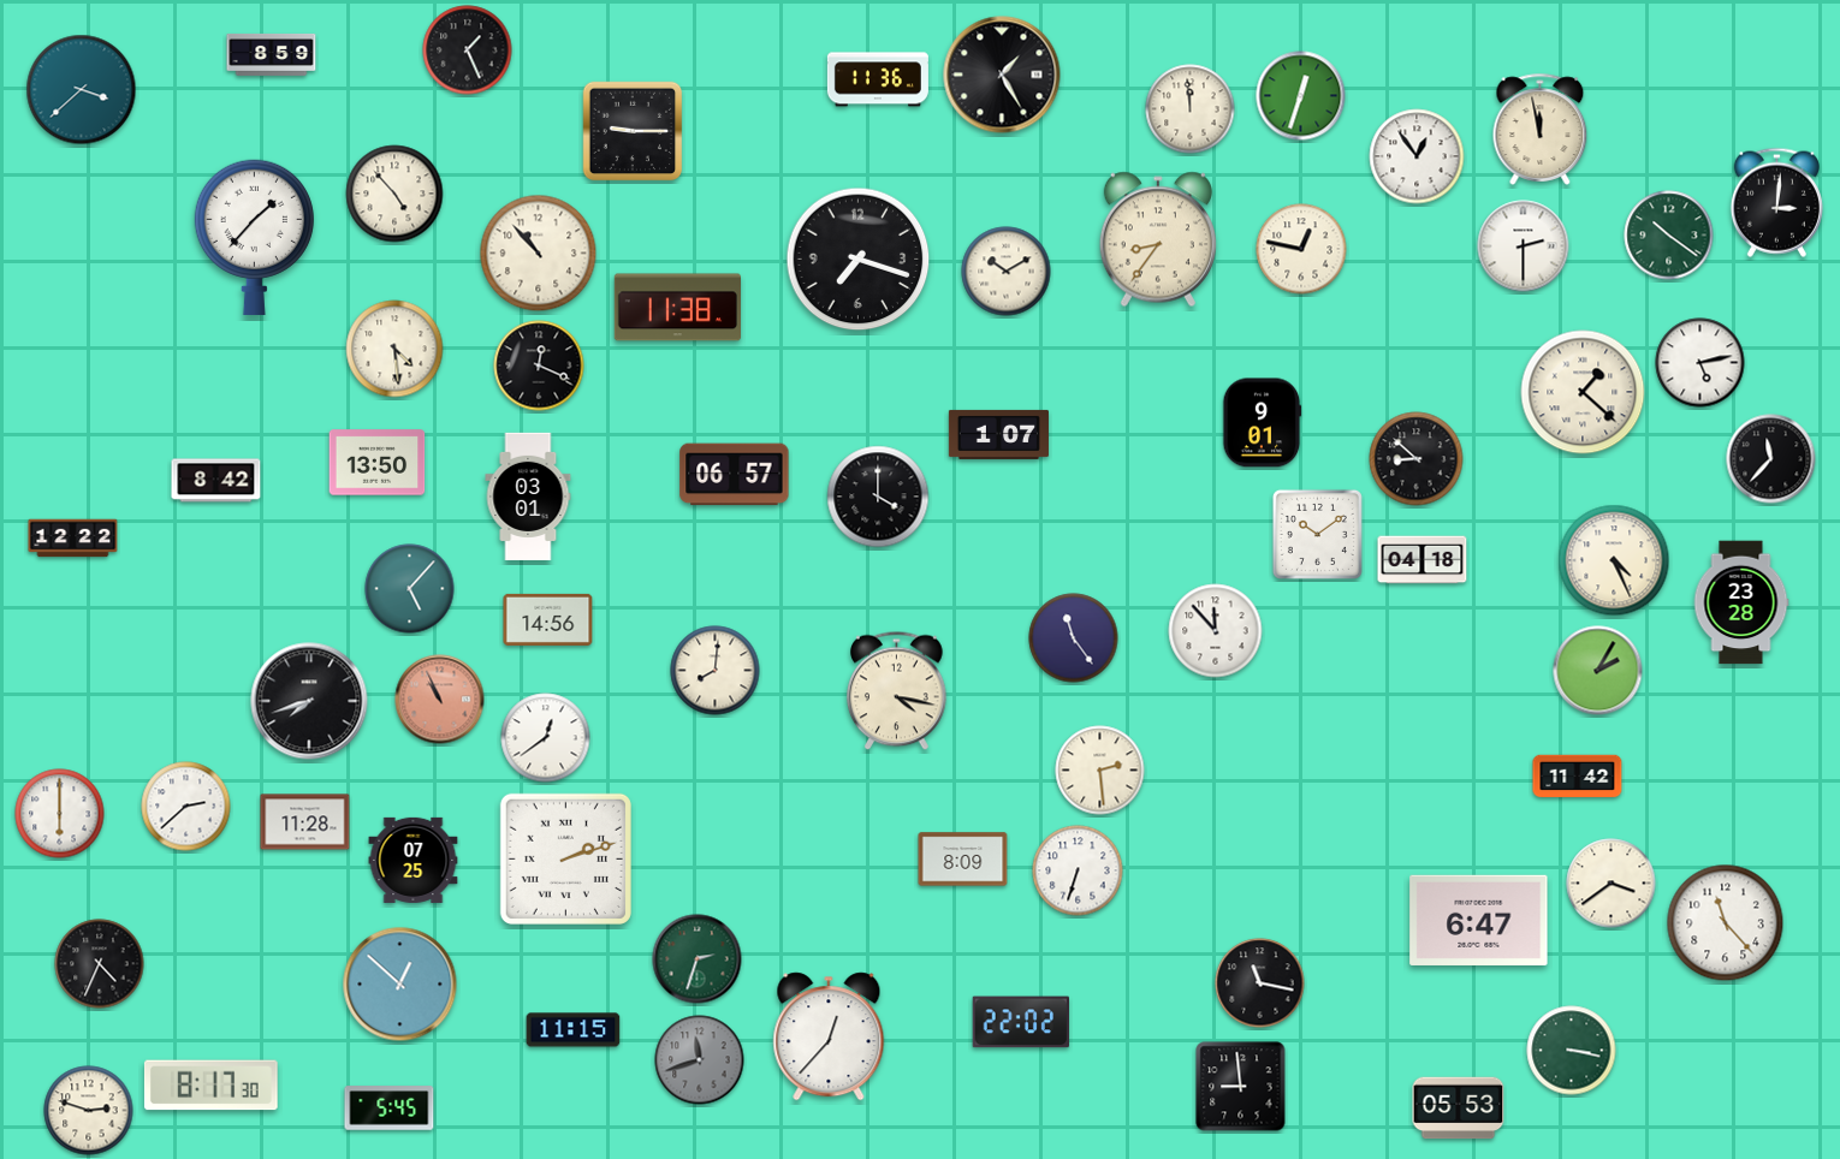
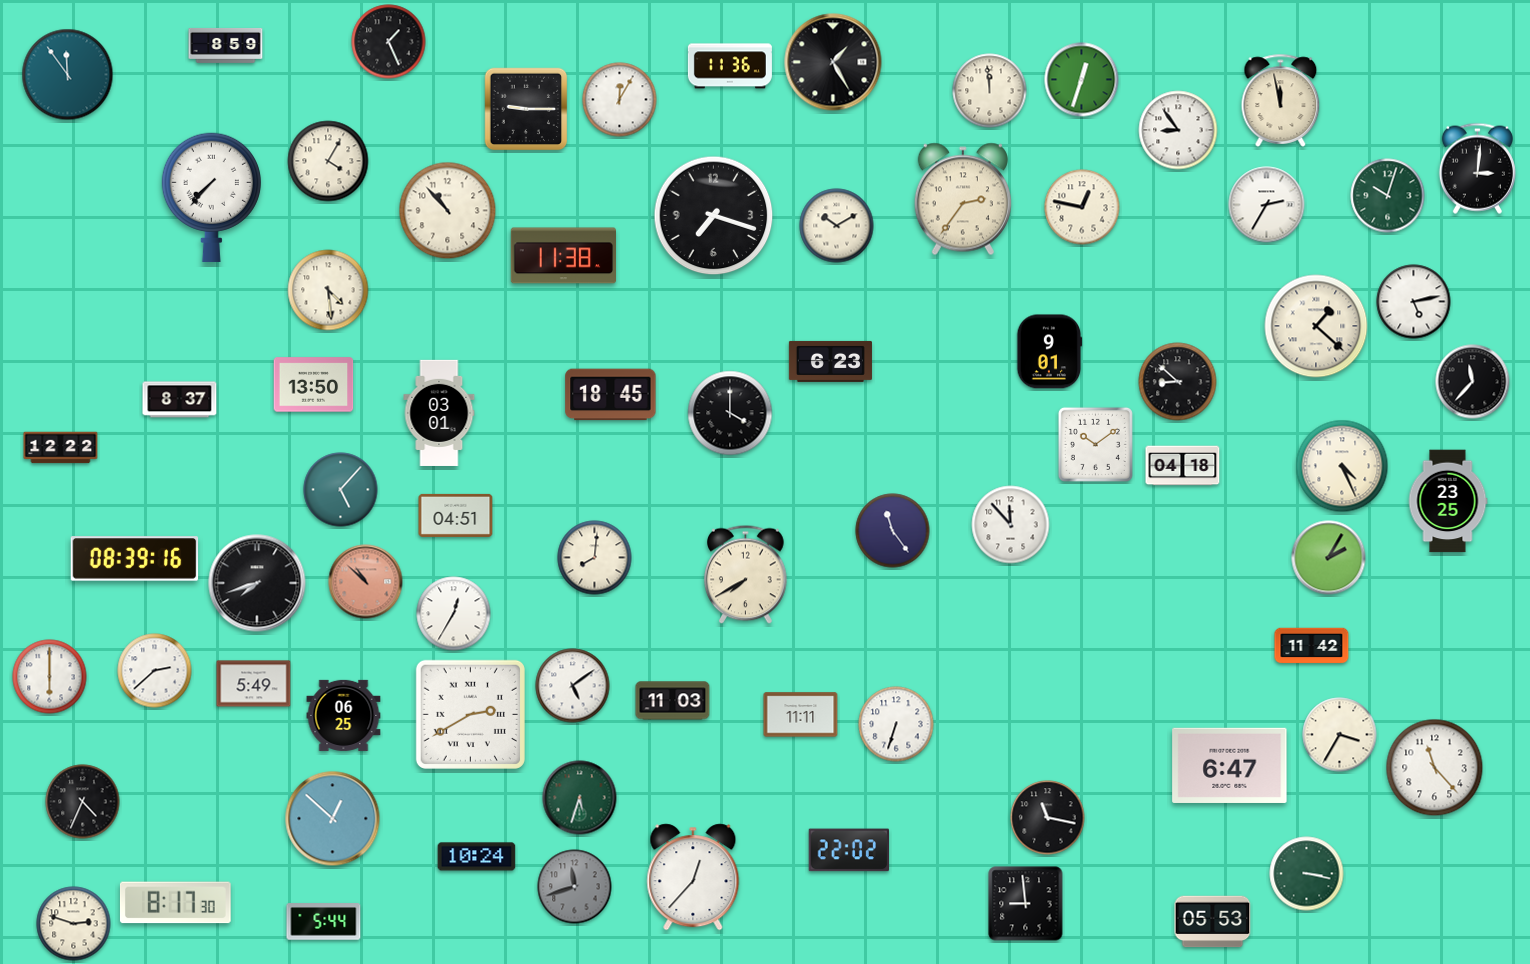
clock at (82, 90): 3:38 -> 11:54
clock at (620, 100): none -> 12:05
clock at (1541, 129) position: (1541, 129) -> (1281, 100)
clock at (1417, 156): 12:54 -> 8:54
clock at (394, 194): 4:53 -> 4:05
clock at (1669, 236): 10:21 -> 10:03
clock at (254, 237): 1:37 -> 7:37
clock at (1158, 239): 8:36 -> 2:36
clock at (1524, 246): 2:30 -> 2:35
clock at (539, 365): 12:19 -> none
clock at (998, 434): 1:07 -> 6:23
clock at (735, 475): 06:57 -> 18:45
clock at (216, 481): 8:42 -> 8:37
clock at (1741, 602): 23:28 -> 23:25
clock at (548, 619): 14:56 -> 04:51
clock at (135, 559): none -> 08:39
clock at (897, 691): 4:17 -> 7:40
clock at (440, 700): 10:56 -> 10:52
clock at (546, 738): 12:39 -> 12:35
clock at (1100, 771): 2:29 -> none
clock at (305, 822): 11:28 -> 5:49
clock at (573, 686): none -> 5:09
clock at (673, 701): none -> 11:03
clock at (565, 858): 2:12 -> 2:40
clock at (414, 860): 07:25 -> 06:25
clock at (963, 860): 8:09 -> 11:11
clock at (1612, 884): 3:39 -> 3:35
clock at (698, 959): 2:33 -> 5:33
clock at (574, 1030): 11:15 -> 10:24
clock at (829, 1036) position: (829, 1036) -> (693, 877)
clock at (700, 1060) position: (700, 1060) -> (575, 887)
clock at (1241, 1087) position: (1241, 1087) -> (1026, 904)
clock at (390, 1109): 5:45 -> 5:44
